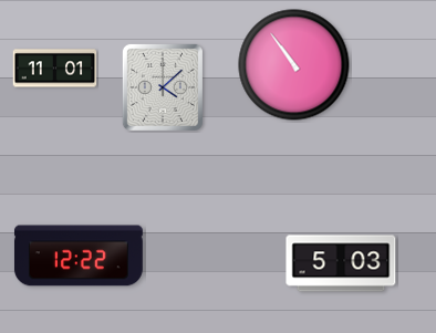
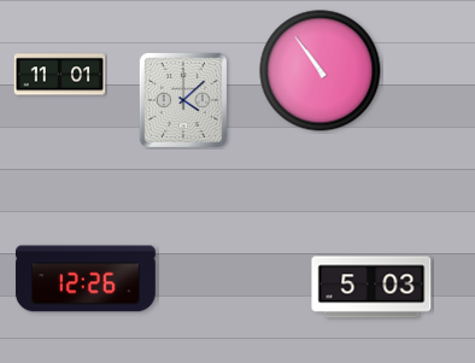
clock at (163, 87) position: (163, 87) -> (183, 100)
clock at (79, 256): 12:22 -> 12:26
